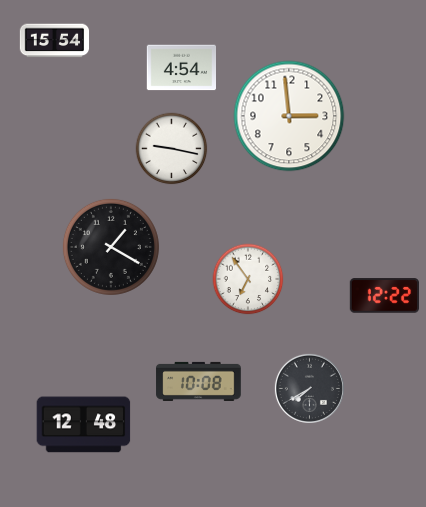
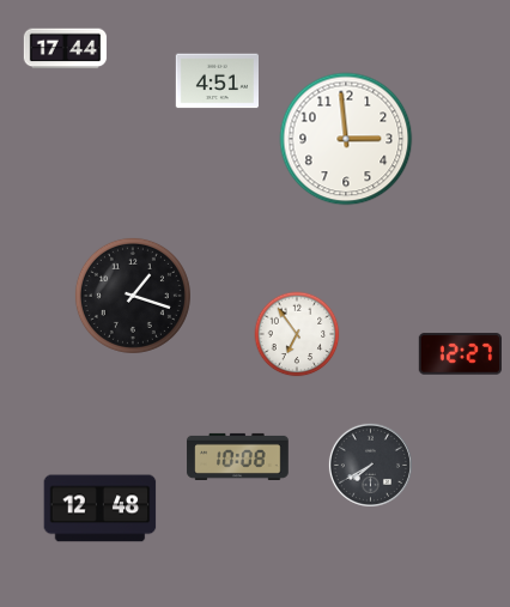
clock at (55, 41): 15:54 -> 17:44
clock at (181, 68): 4:54 -> 4:51
clock at (172, 149): 9:17 -> none
clock at (111, 247): 1:20 -> 1:18
clock at (384, 296): 12:22 -> 12:27
